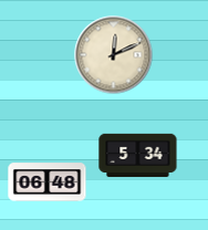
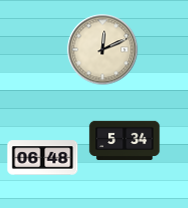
clock at (48, 182) position: (48, 182) -> (43, 158)
